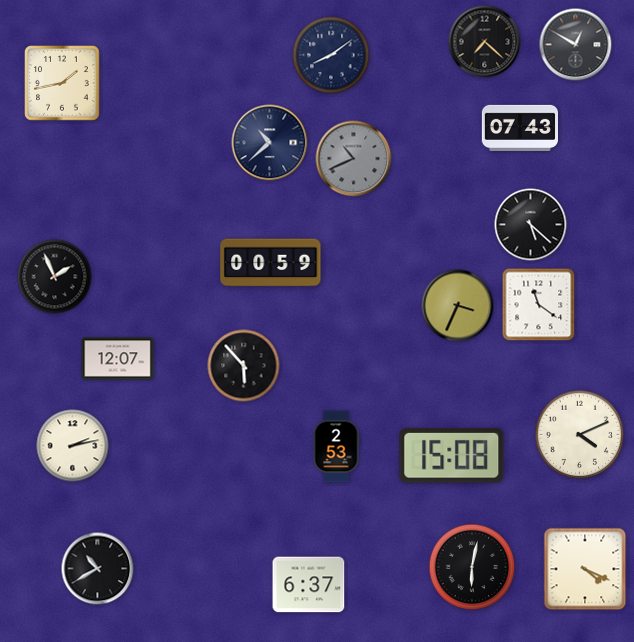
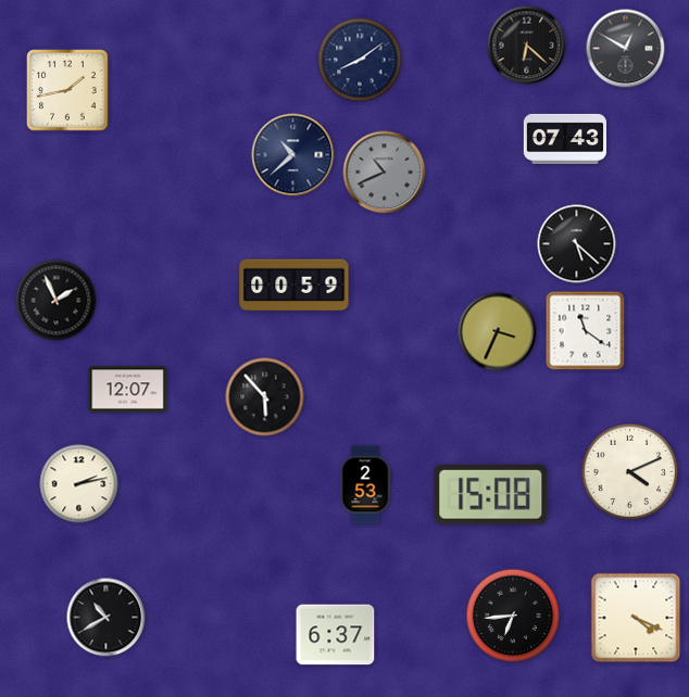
clock at (485, 42): 7:22 -> 6:22
clock at (55, 277) position: (55, 277) -> (57, 301)
clock at (472, 567): 6:02 -> 6:44
